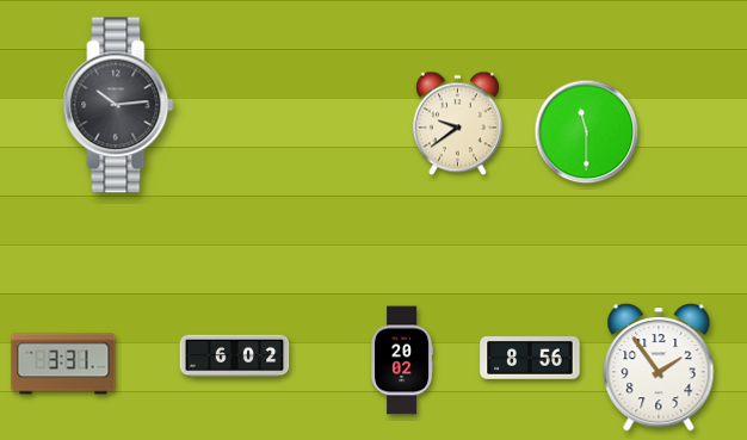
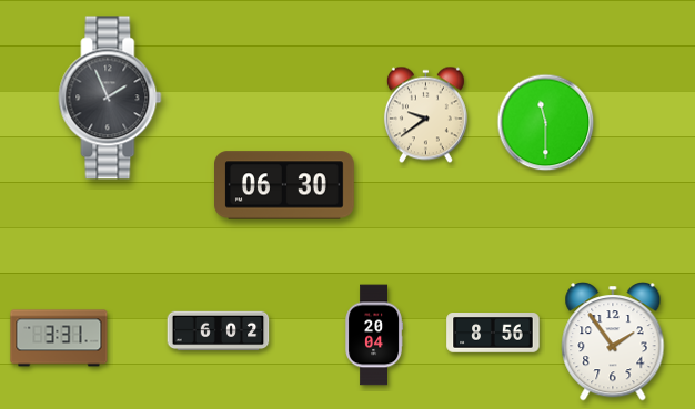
clock at (118, 105): 10:14 -> 1:56
clock at (285, 185): none -> 06:30
clock at (402, 360): 20:02 -> 20:04
